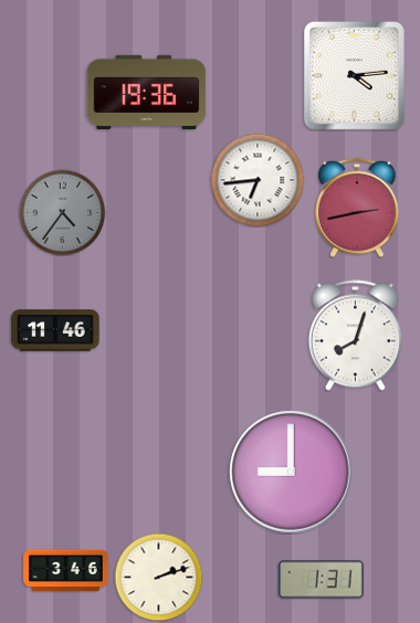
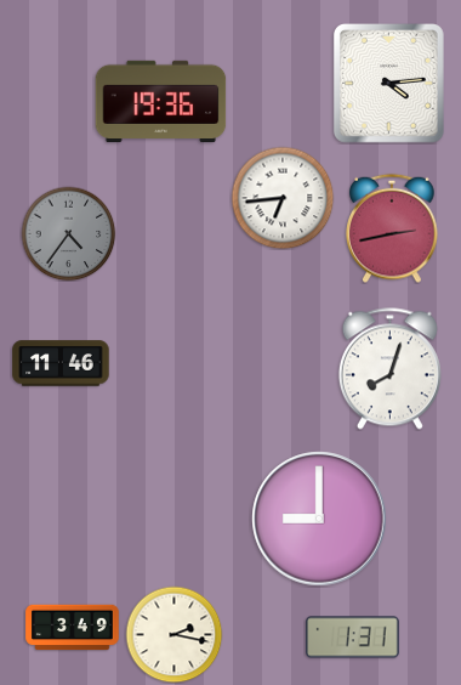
clock at (66, 571): 3:46 -> 3:49
clock at (158, 577): 2:12 -> 2:17
